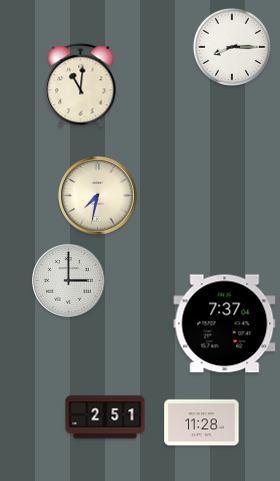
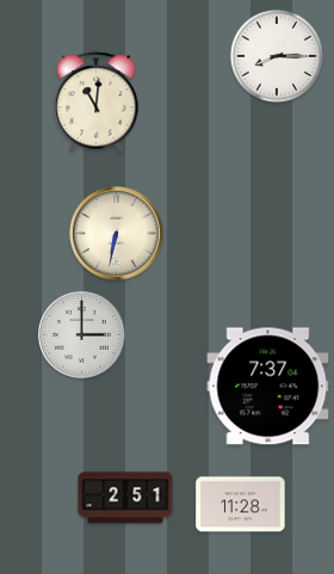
clock at (98, 196): 7:32 -> 6:32
